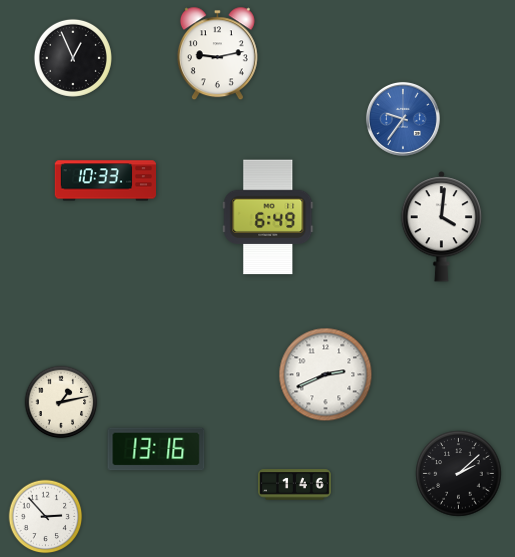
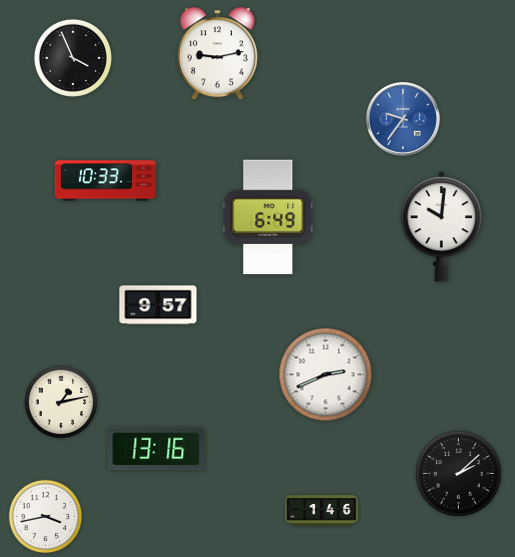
clock at (73, 58): 12:56 -> 3:56
clock at (442, 227): 4:01 -> 10:01
clock at (158, 305): none -> 9:57
clock at (295, 485) position: (295, 485) -> (322, 511)
clock at (46, 517): 2:53 -> 3:43
